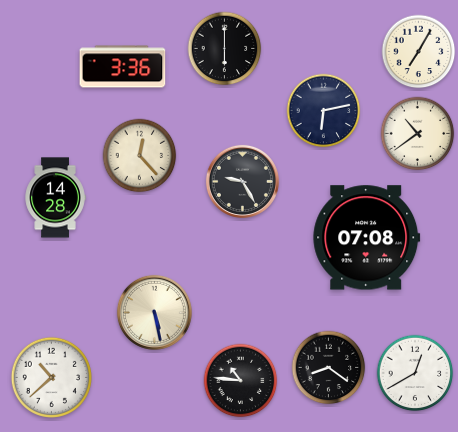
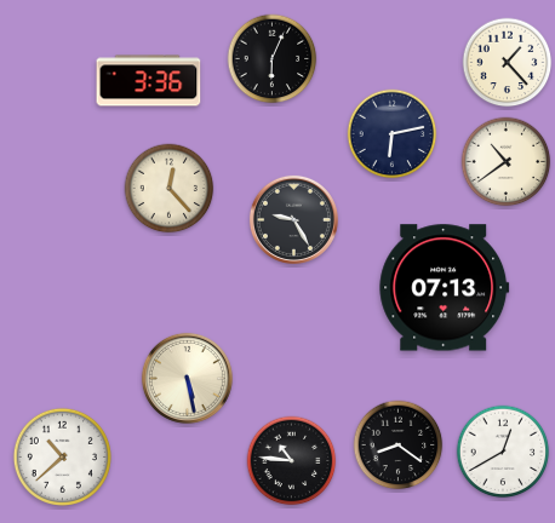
clock at (225, 49): 6:00 -> 6:04
clock at (419, 52): 7:05 -> 1:23
clock at (55, 198): 14:28 -> none
clock at (367, 238): 07:08 -> 07:13
